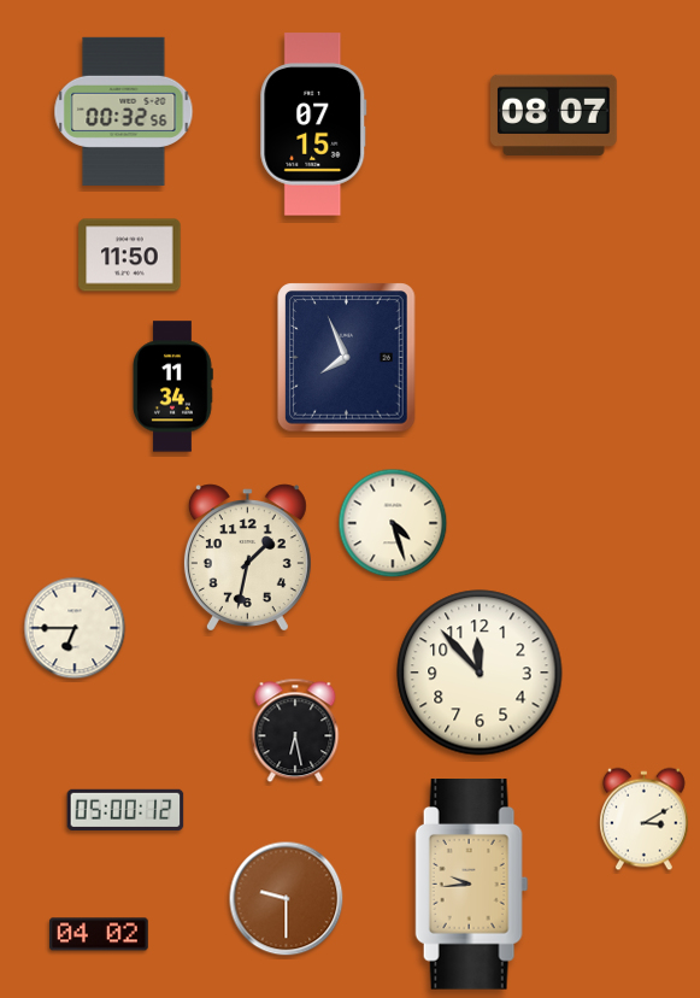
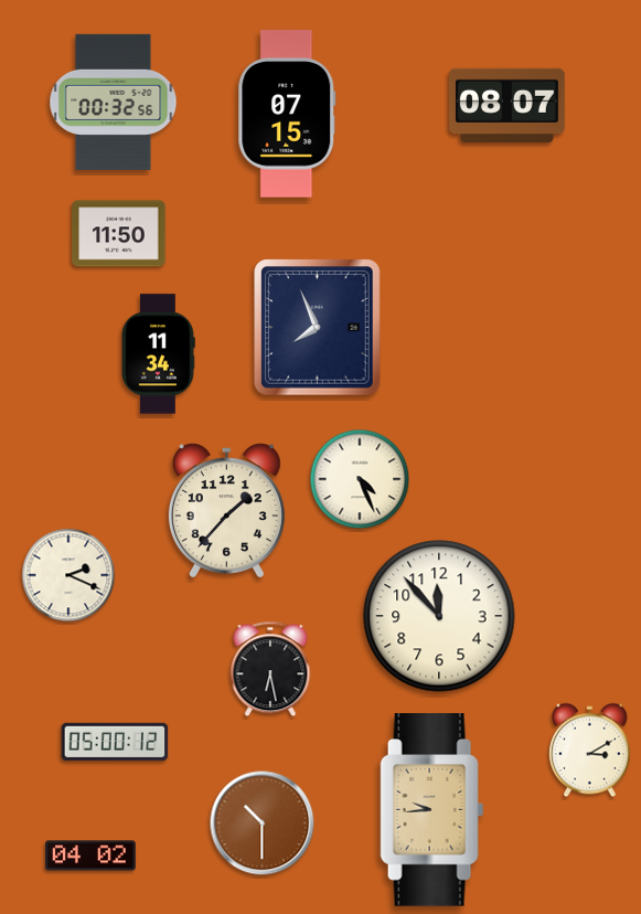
clock at (393, 523): 4:27 -> 4:26
clock at (247, 558): 1:32 -> 1:37
clock at (75, 628): 6:45 -> 2:19
clock at (287, 899): 9:30 -> 10:30
